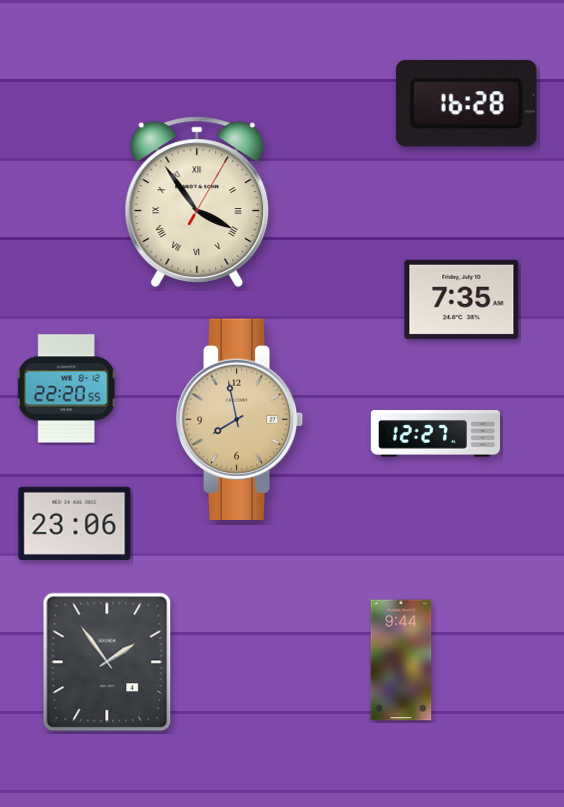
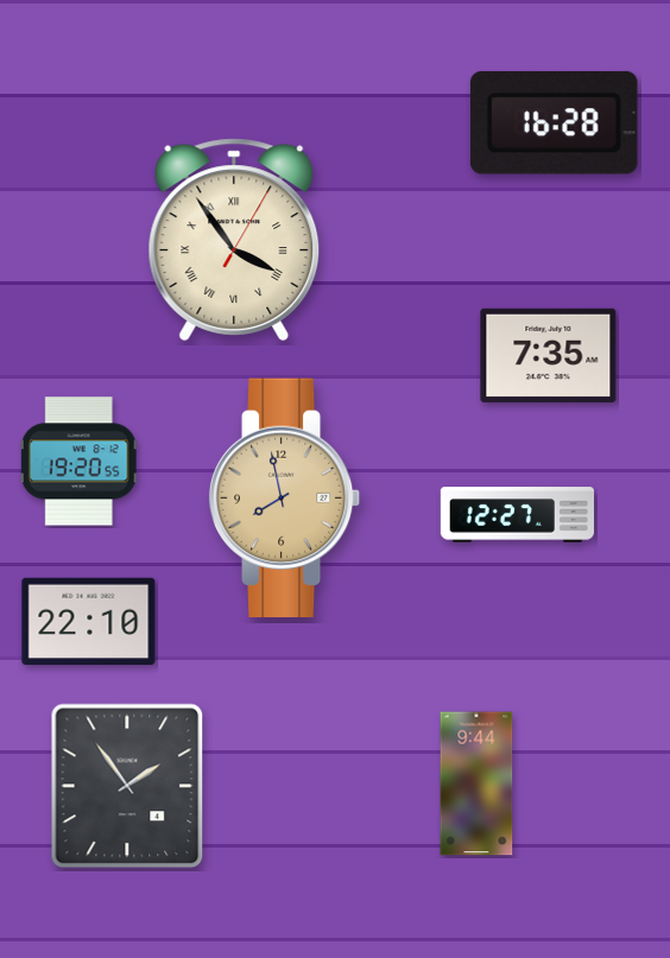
clock at (67, 389): 22:20 -> 19:20
clock at (75, 524): 23:06 -> 22:10
